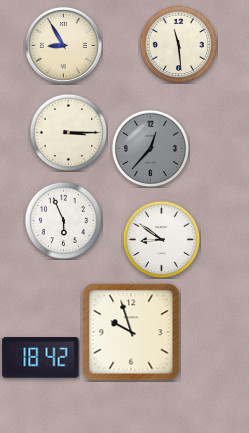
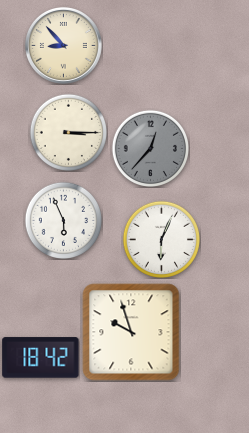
clock at (178, 44): 11:29 -> none
clock at (63, 45): 8:55 -> 8:53
clock at (161, 239): 8:51 -> 6:04
